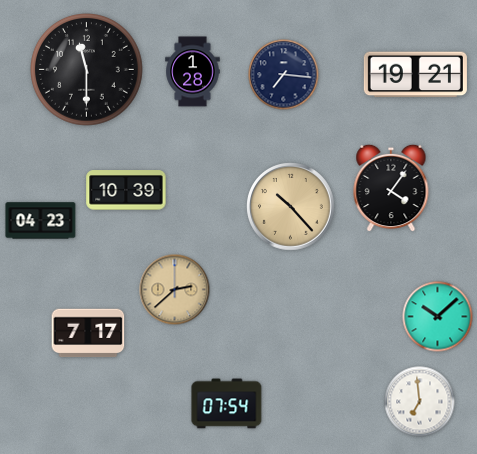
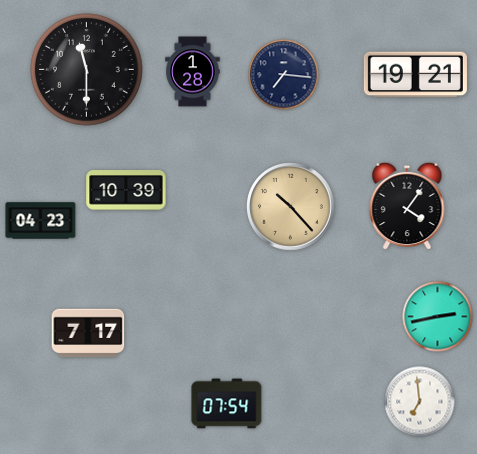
clock at (391, 188) position: (391, 188) -> (407, 206)
clock at (175, 290): 2:38 -> none
clock at (438, 317): 10:08 -> 2:43
